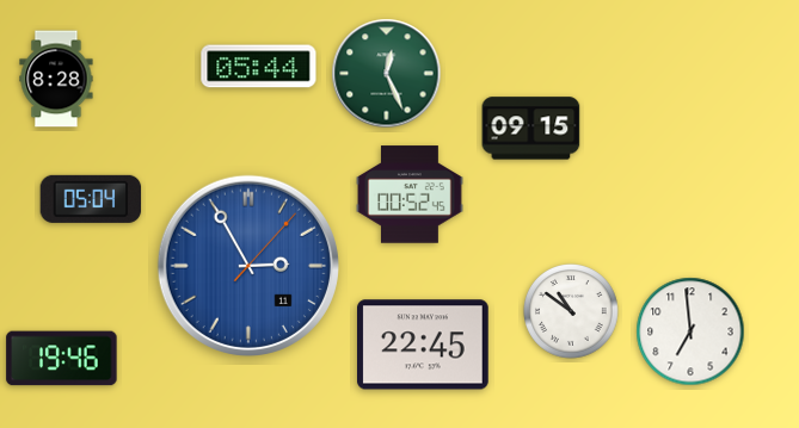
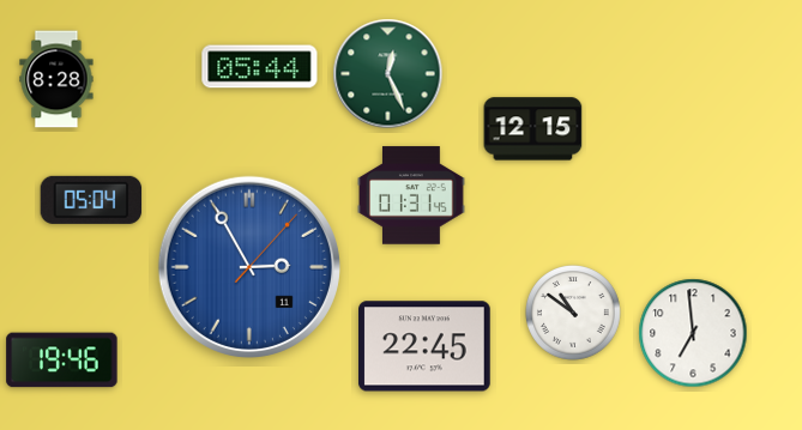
clock at (531, 129): 09:15 -> 12:15
clock at (411, 194): 00:52 -> 01:31
